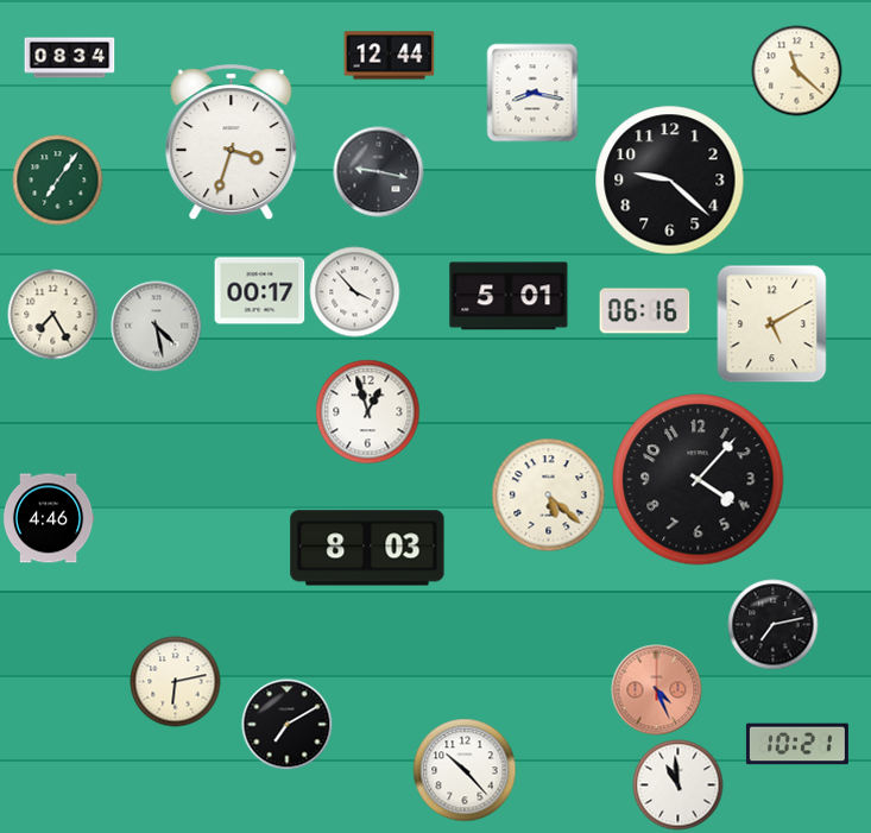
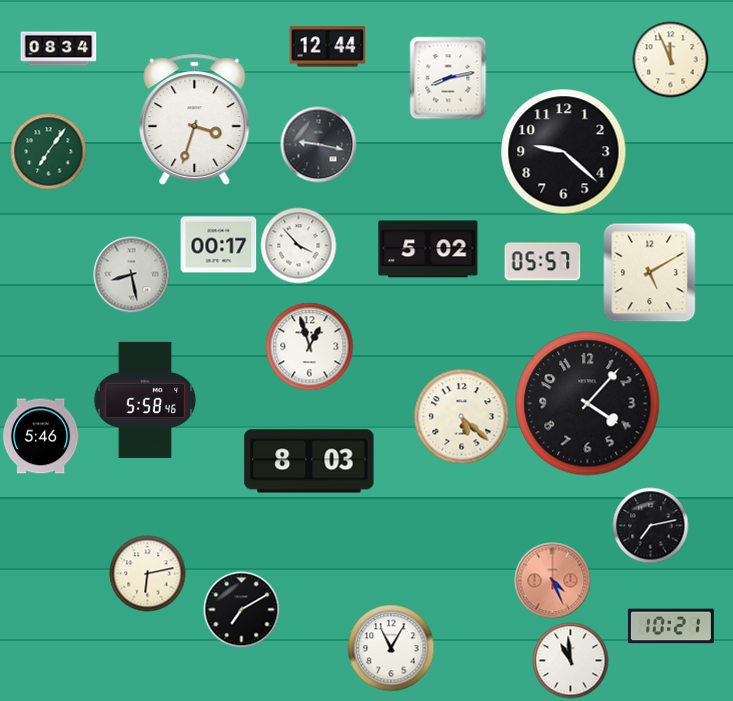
clock at (797, 71): 11:22 -> 11:56
clock at (532, 93): 8:17 -> 8:13
clock at (509, 296): 5:01 -> 5:02
clock at (645, 311): 06:16 -> 05:57
clock at (53, 315): 7:25 -> none
clock at (157, 327): 4:28 -> 8:28
clock at (145, 400): none -> 5:58
clock at (49, 518): 4:46 -> 5:46
clock at (465, 770): 10:23 -> 11:05
